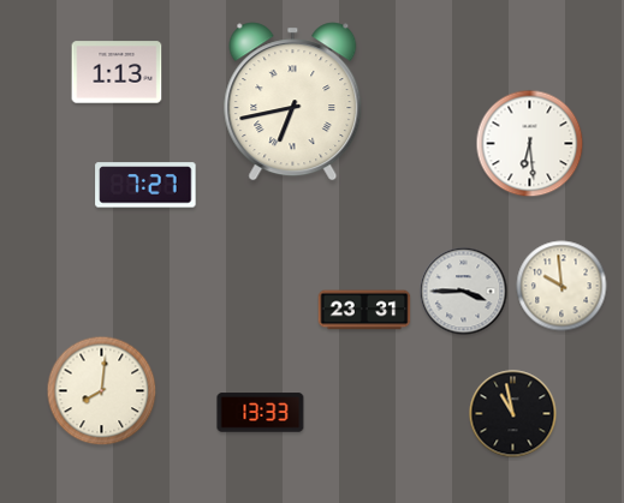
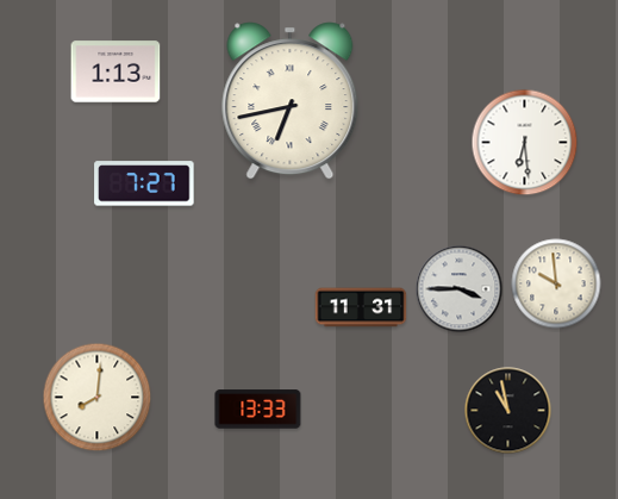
clock at (364, 310): 23:31 -> 11:31
clock at (102, 391) position: (102, 391) -> (98, 398)
